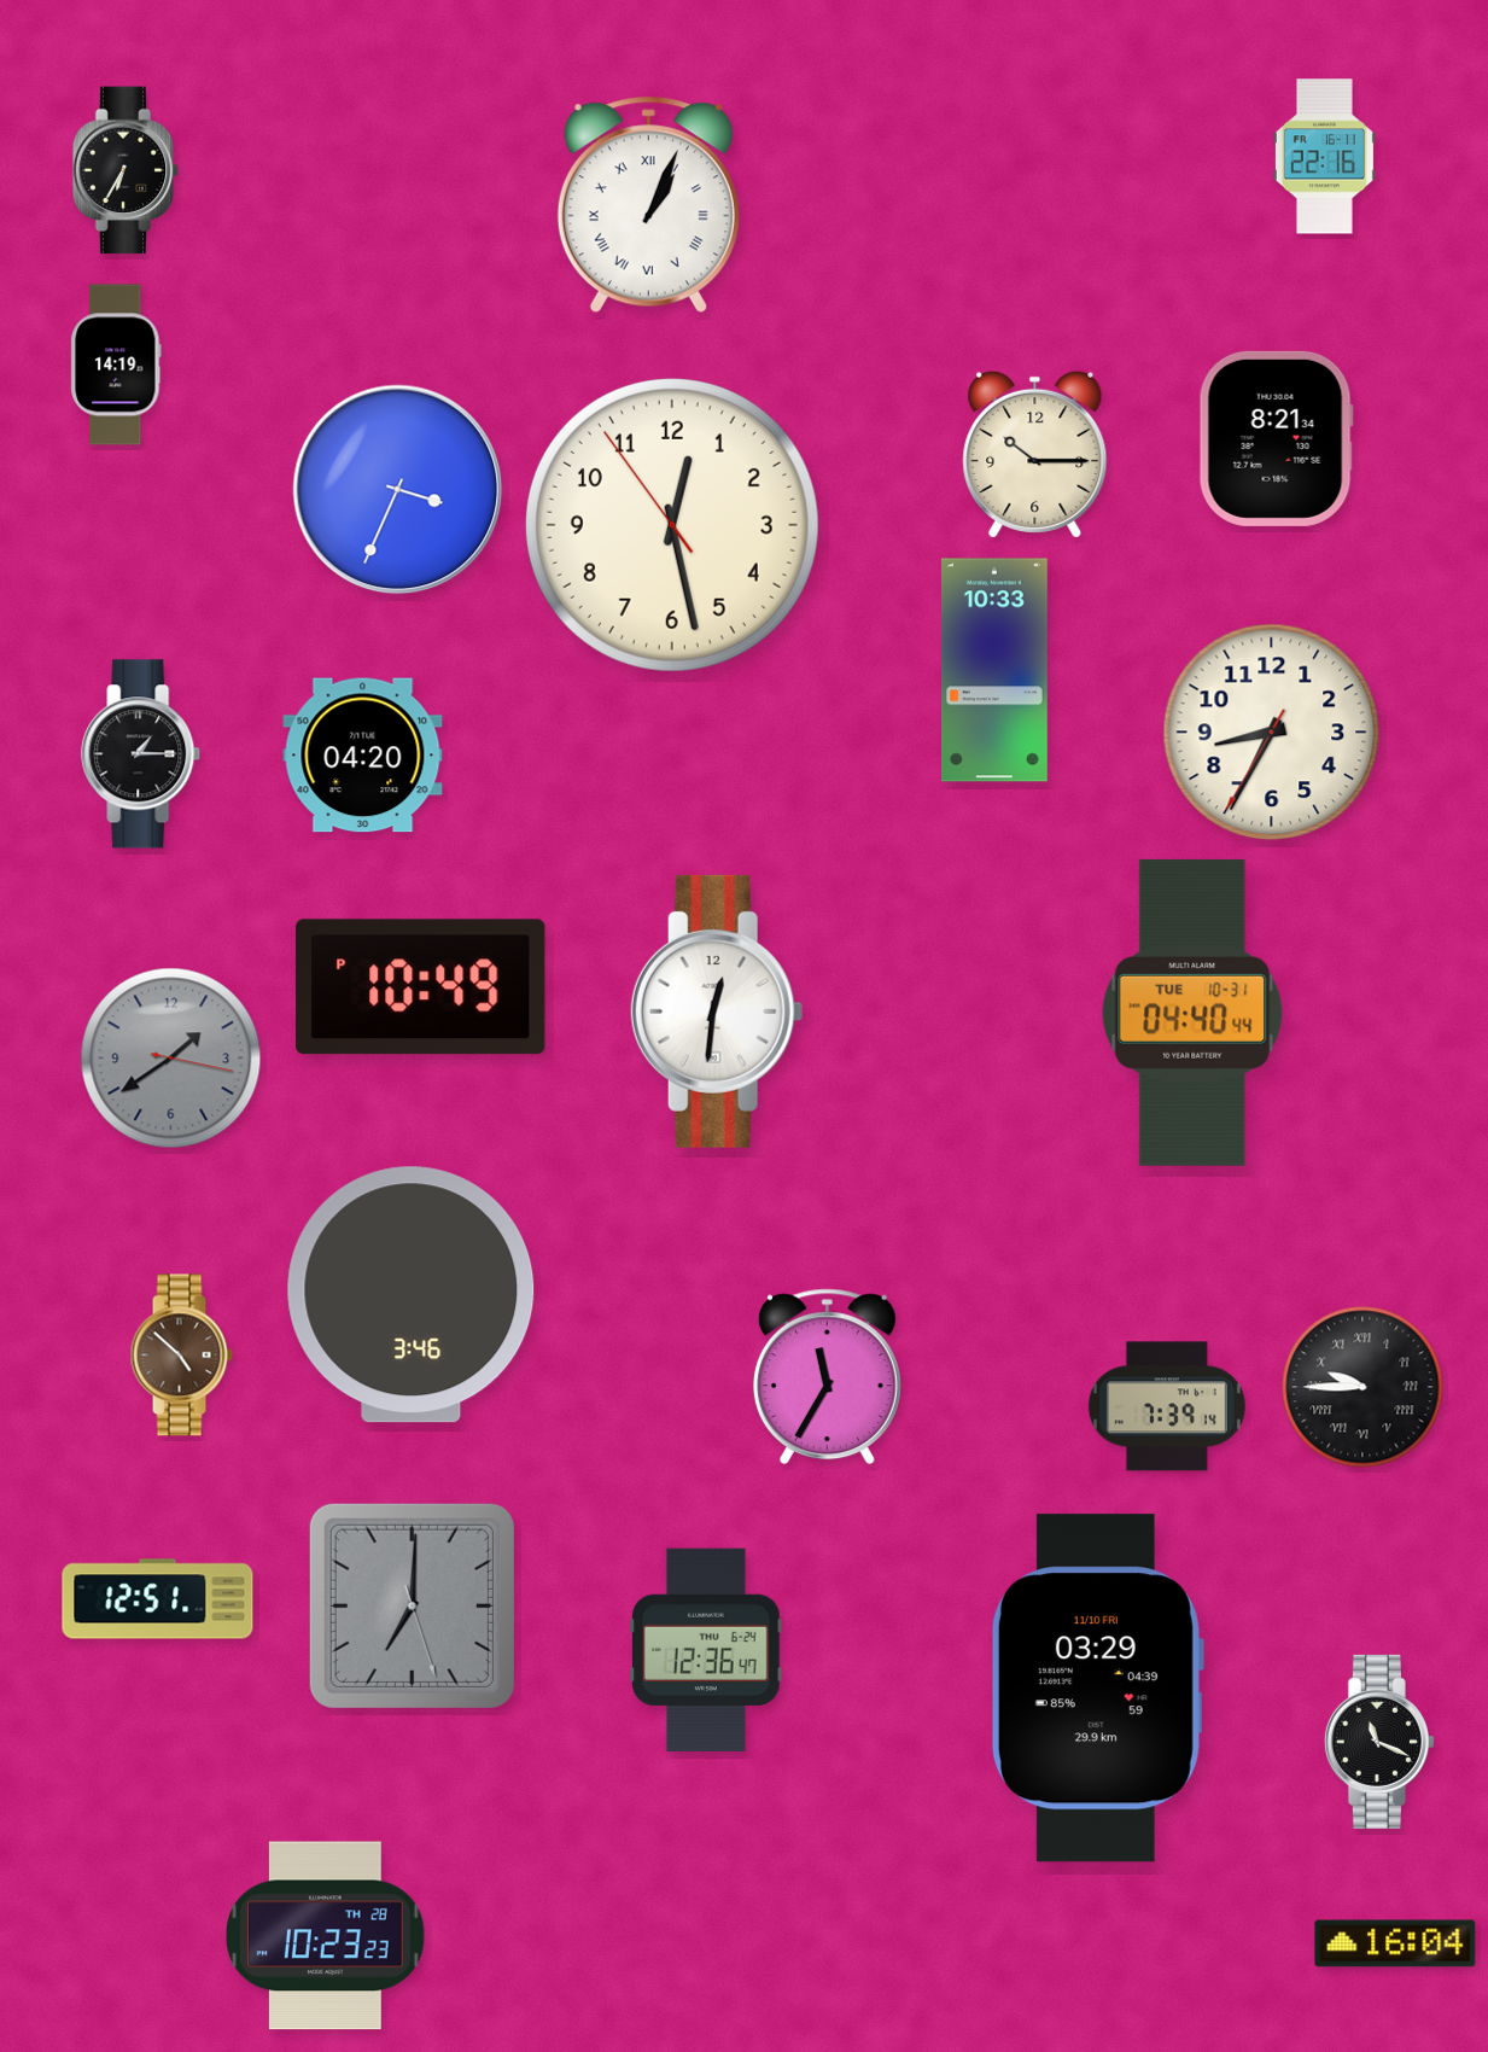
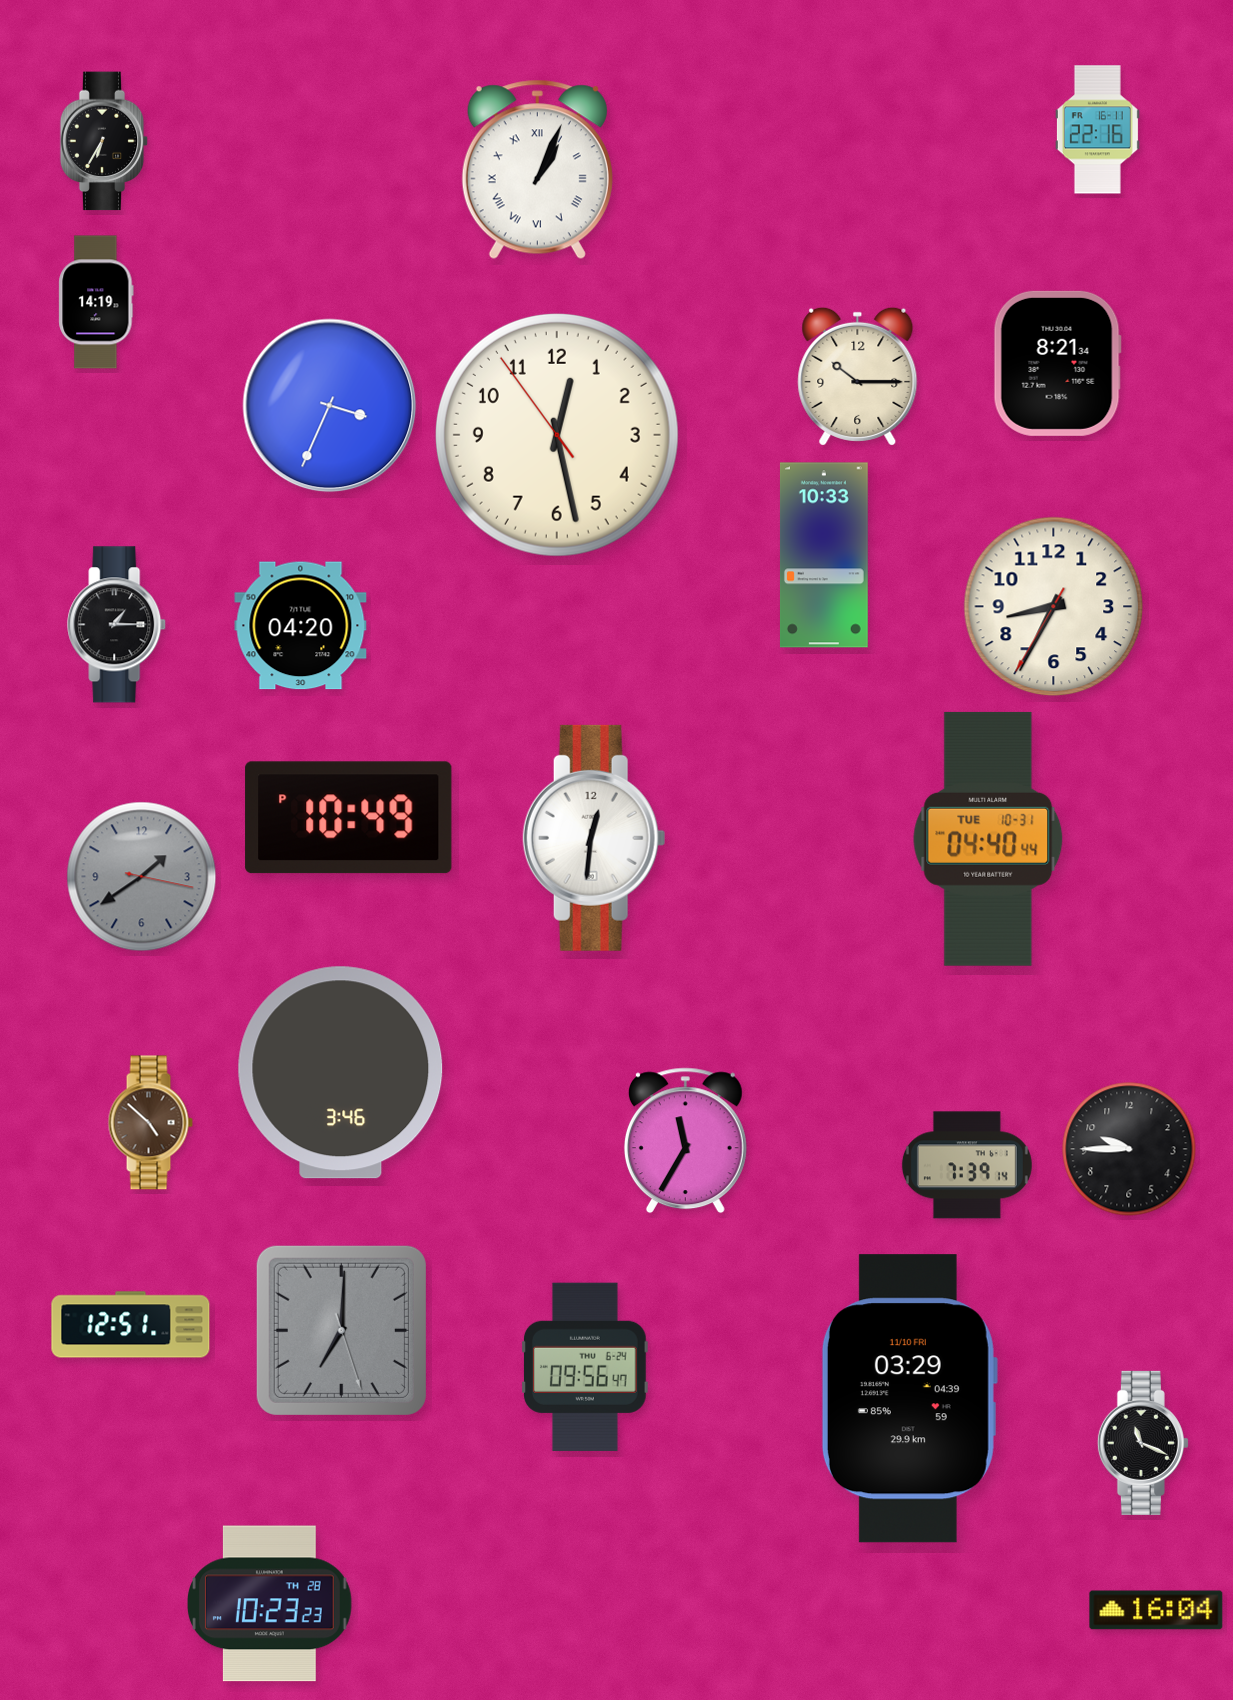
clock at (1362, 1387) numerals: Roman -> Arabic
clock at (707, 1650): 12:36 -> 09:56
